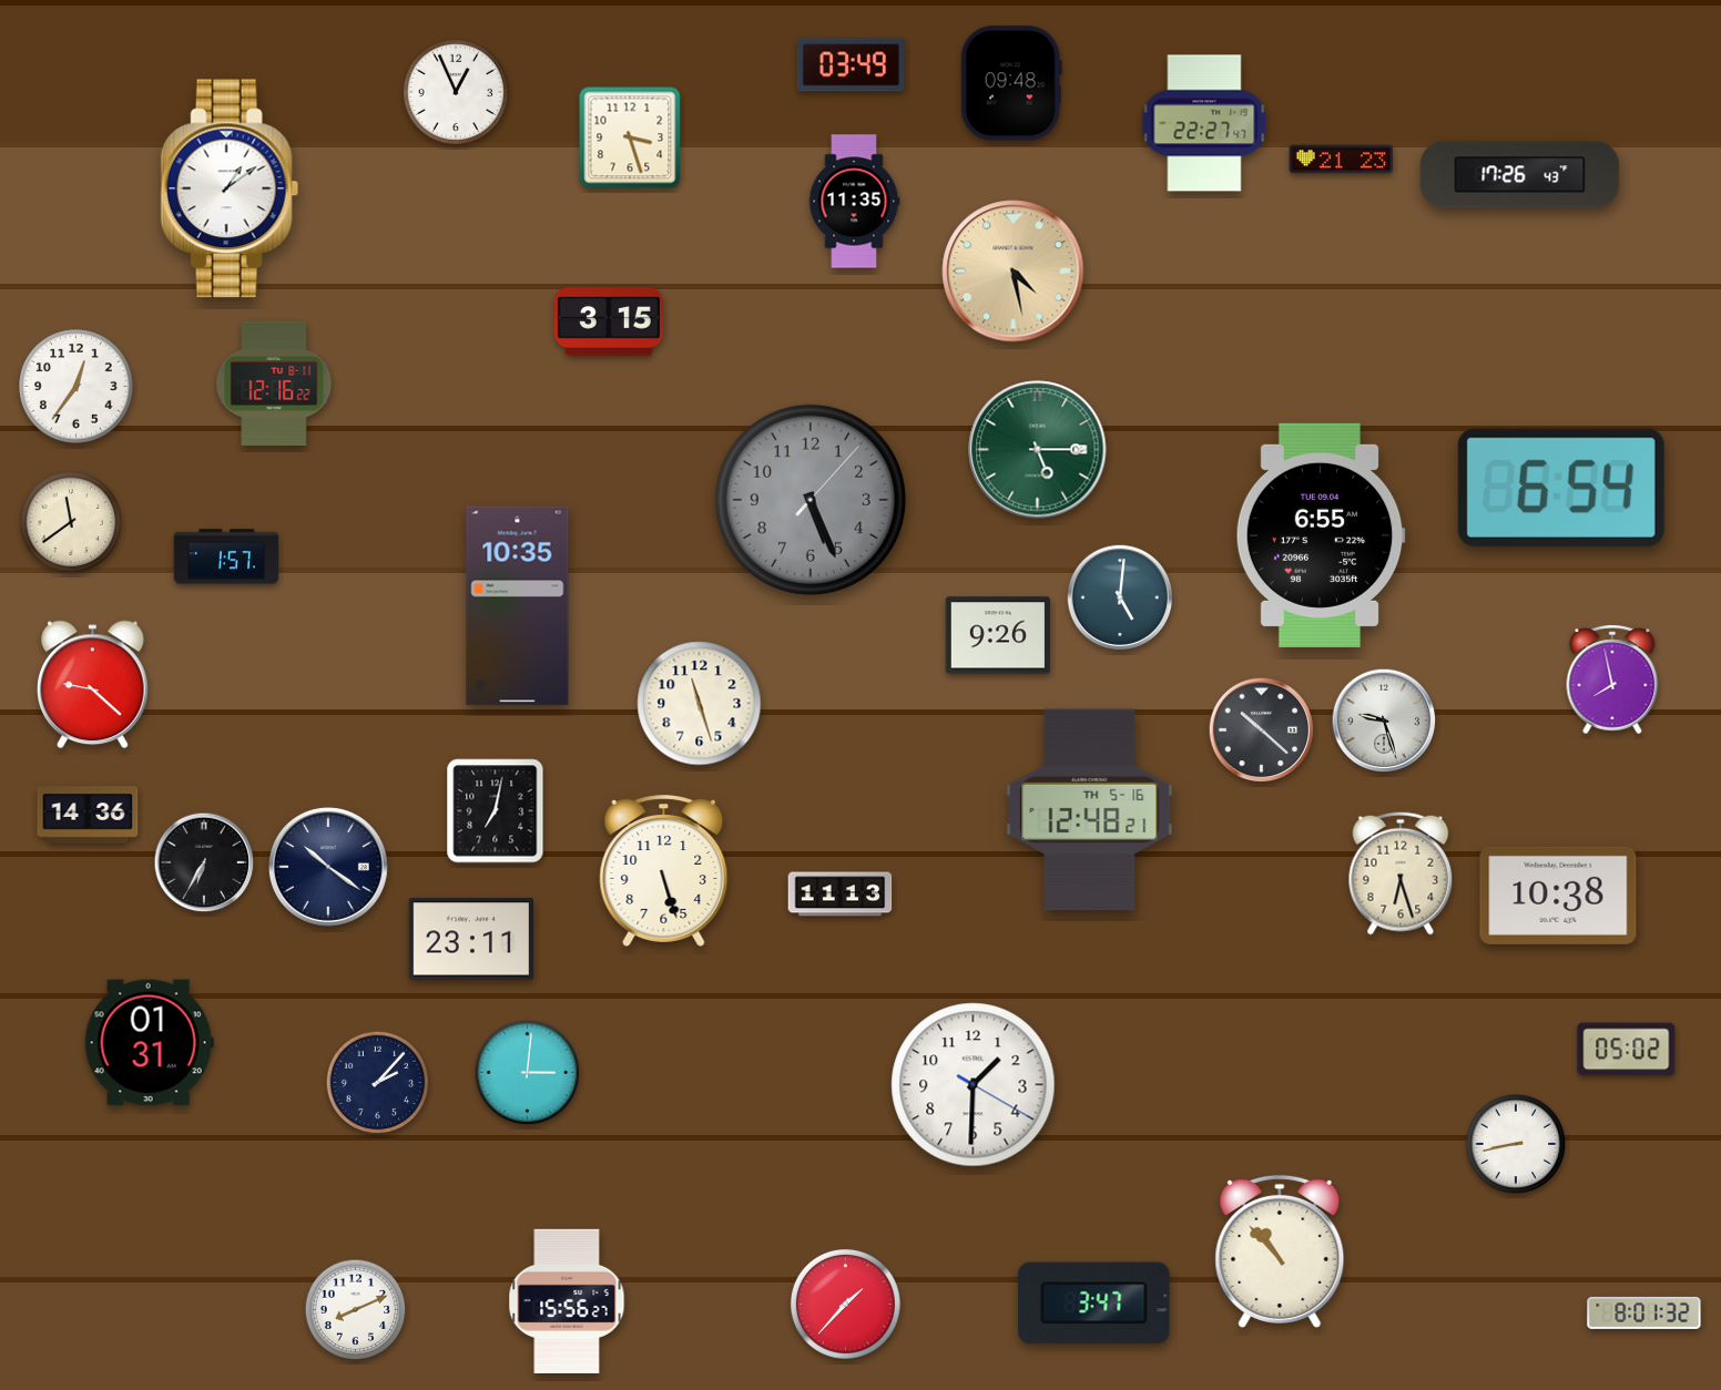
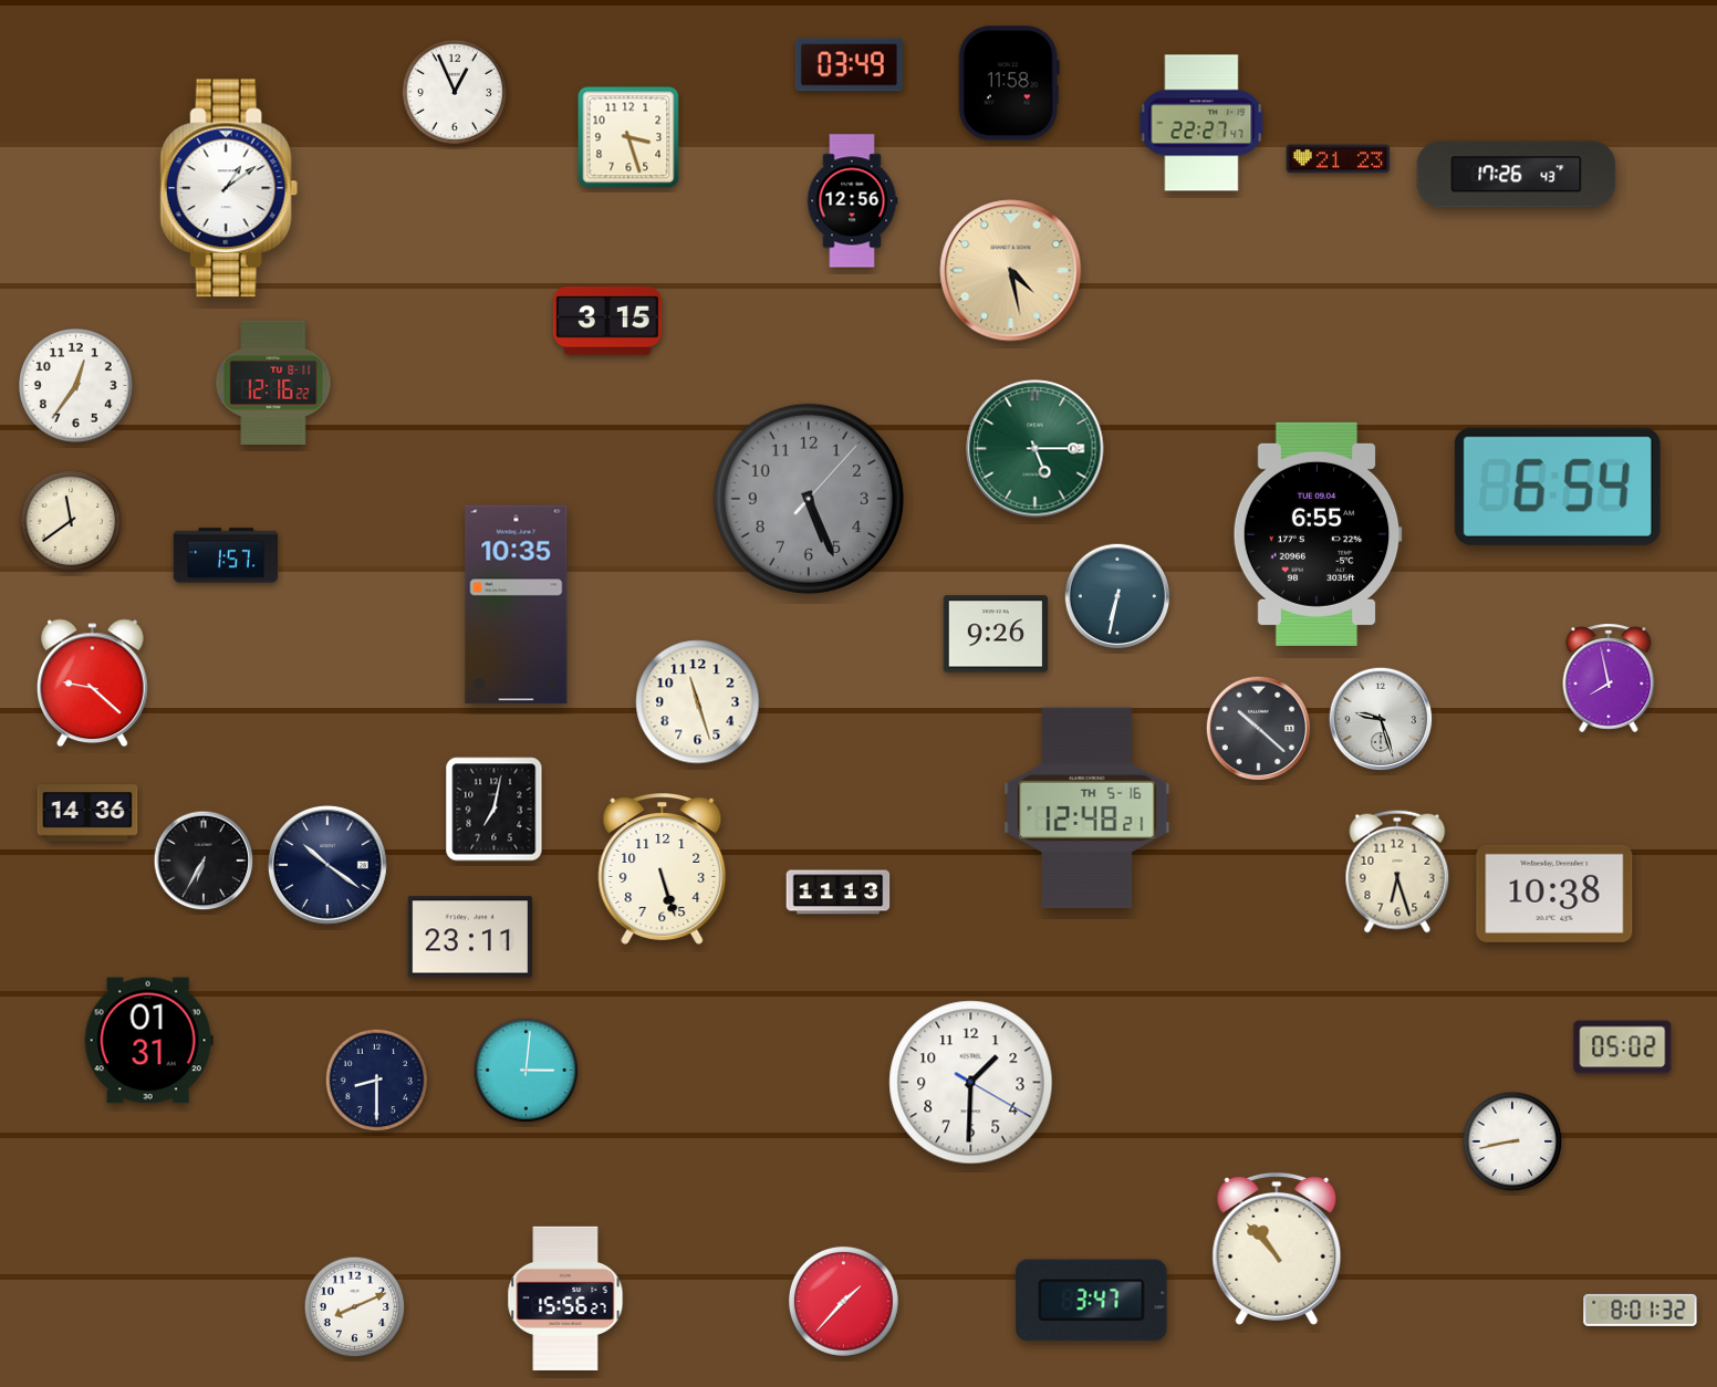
clock at (1011, 83): 09:48 -> 11:58
clock at (854, 202): 11:35 -> 12:56
clock at (1120, 597): 5:01 -> 6:32
clock at (378, 1083): 2:07 -> 8:30
